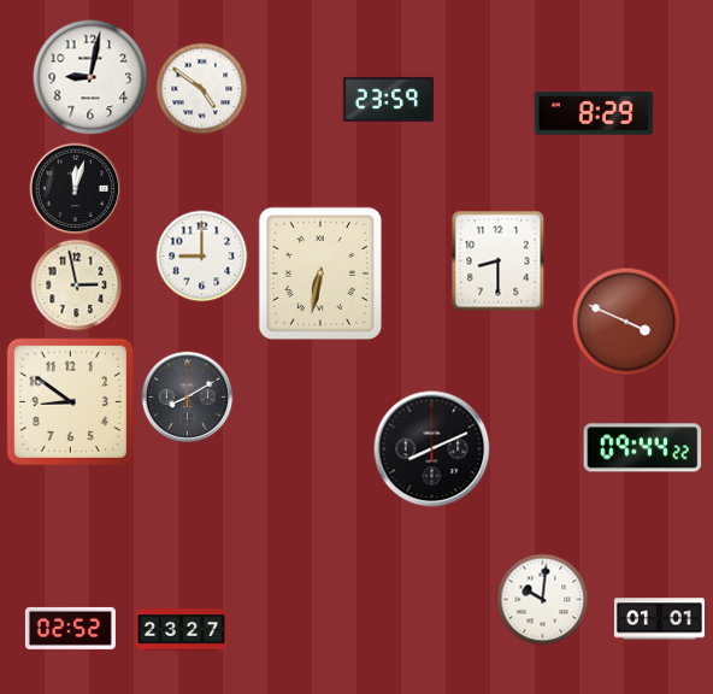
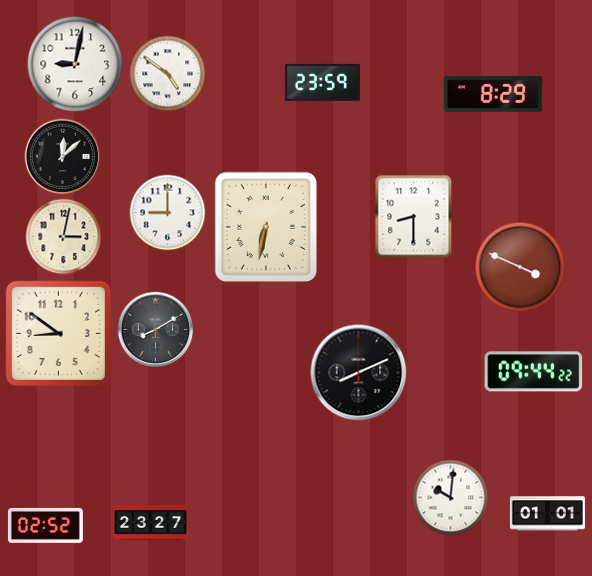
clock at (76, 189): 12:03 -> 12:08
clock at (77, 286): 2:58 -> 3:02
clock at (70, 628) position: (70, 628) -> (45, 525)
